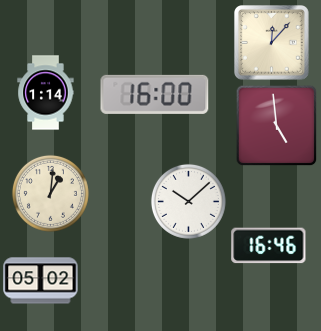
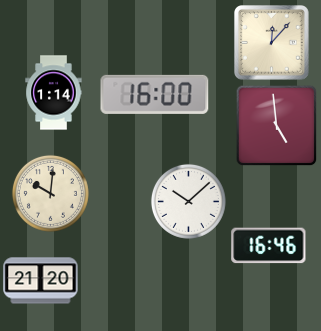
clock at (46, 93) position: (46, 93) -> (54, 93)
clock at (50, 193): 1:01 -> 10:01
clock at (41, 281): 05:02 -> 21:20
